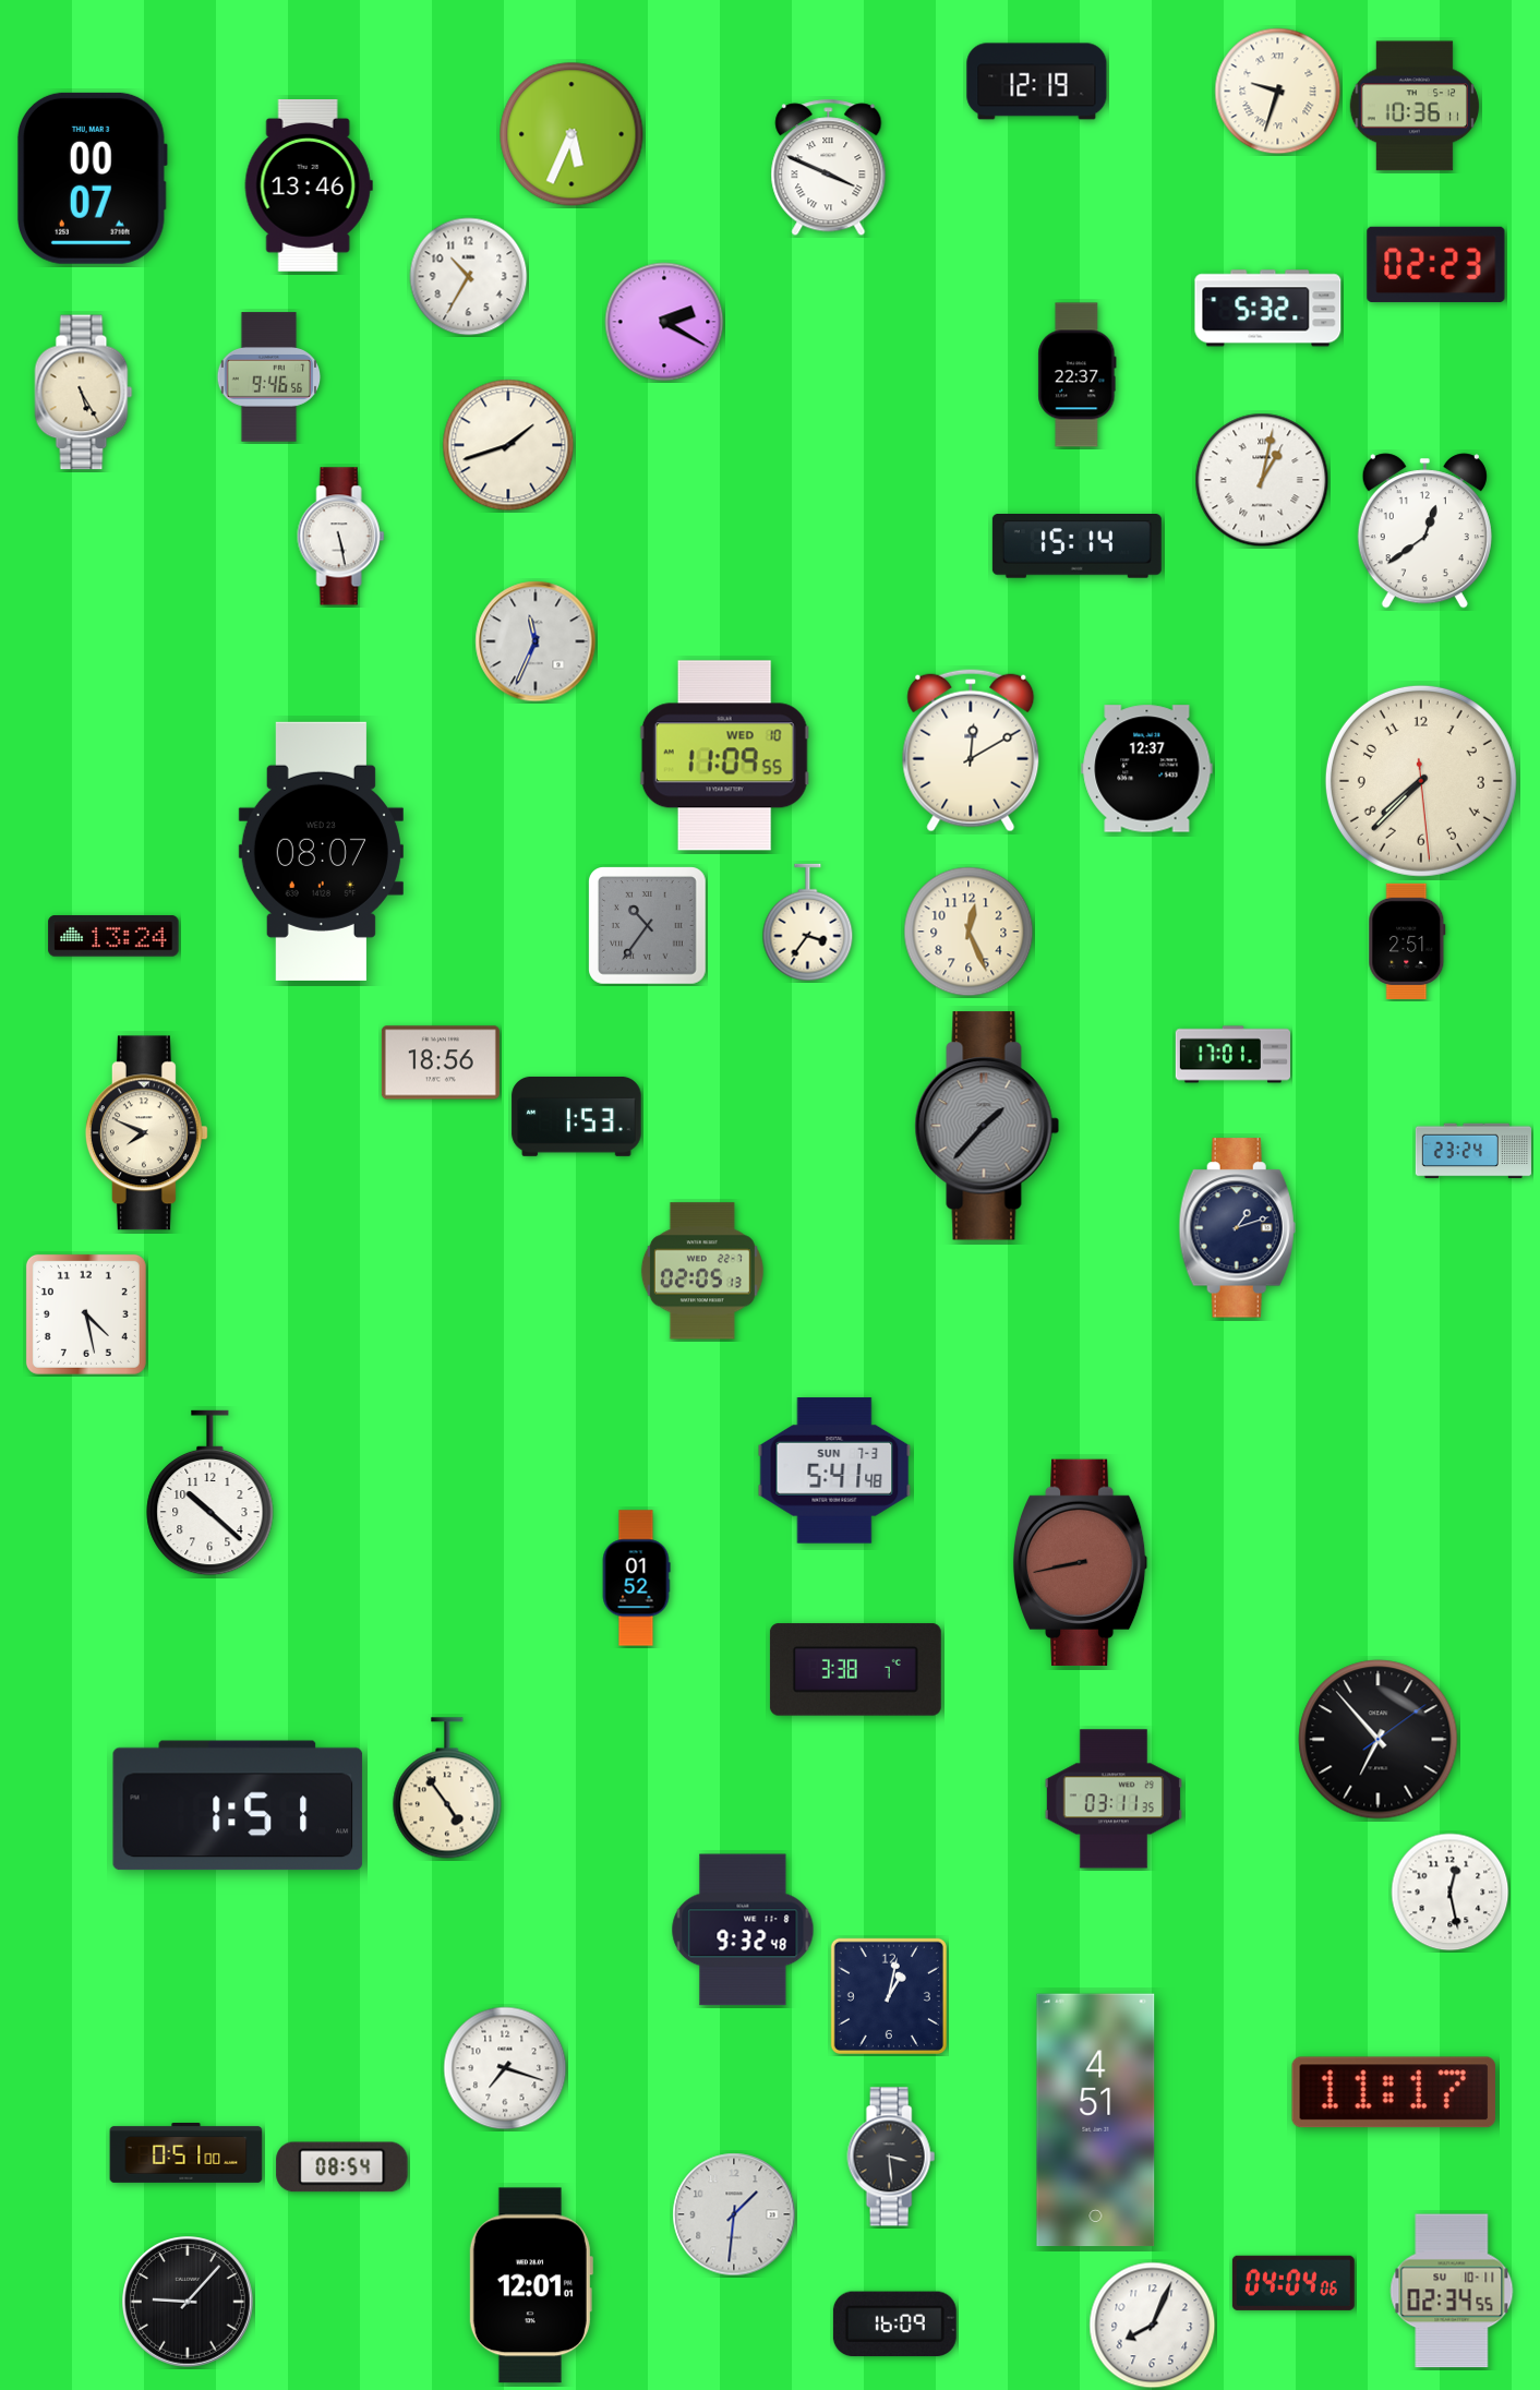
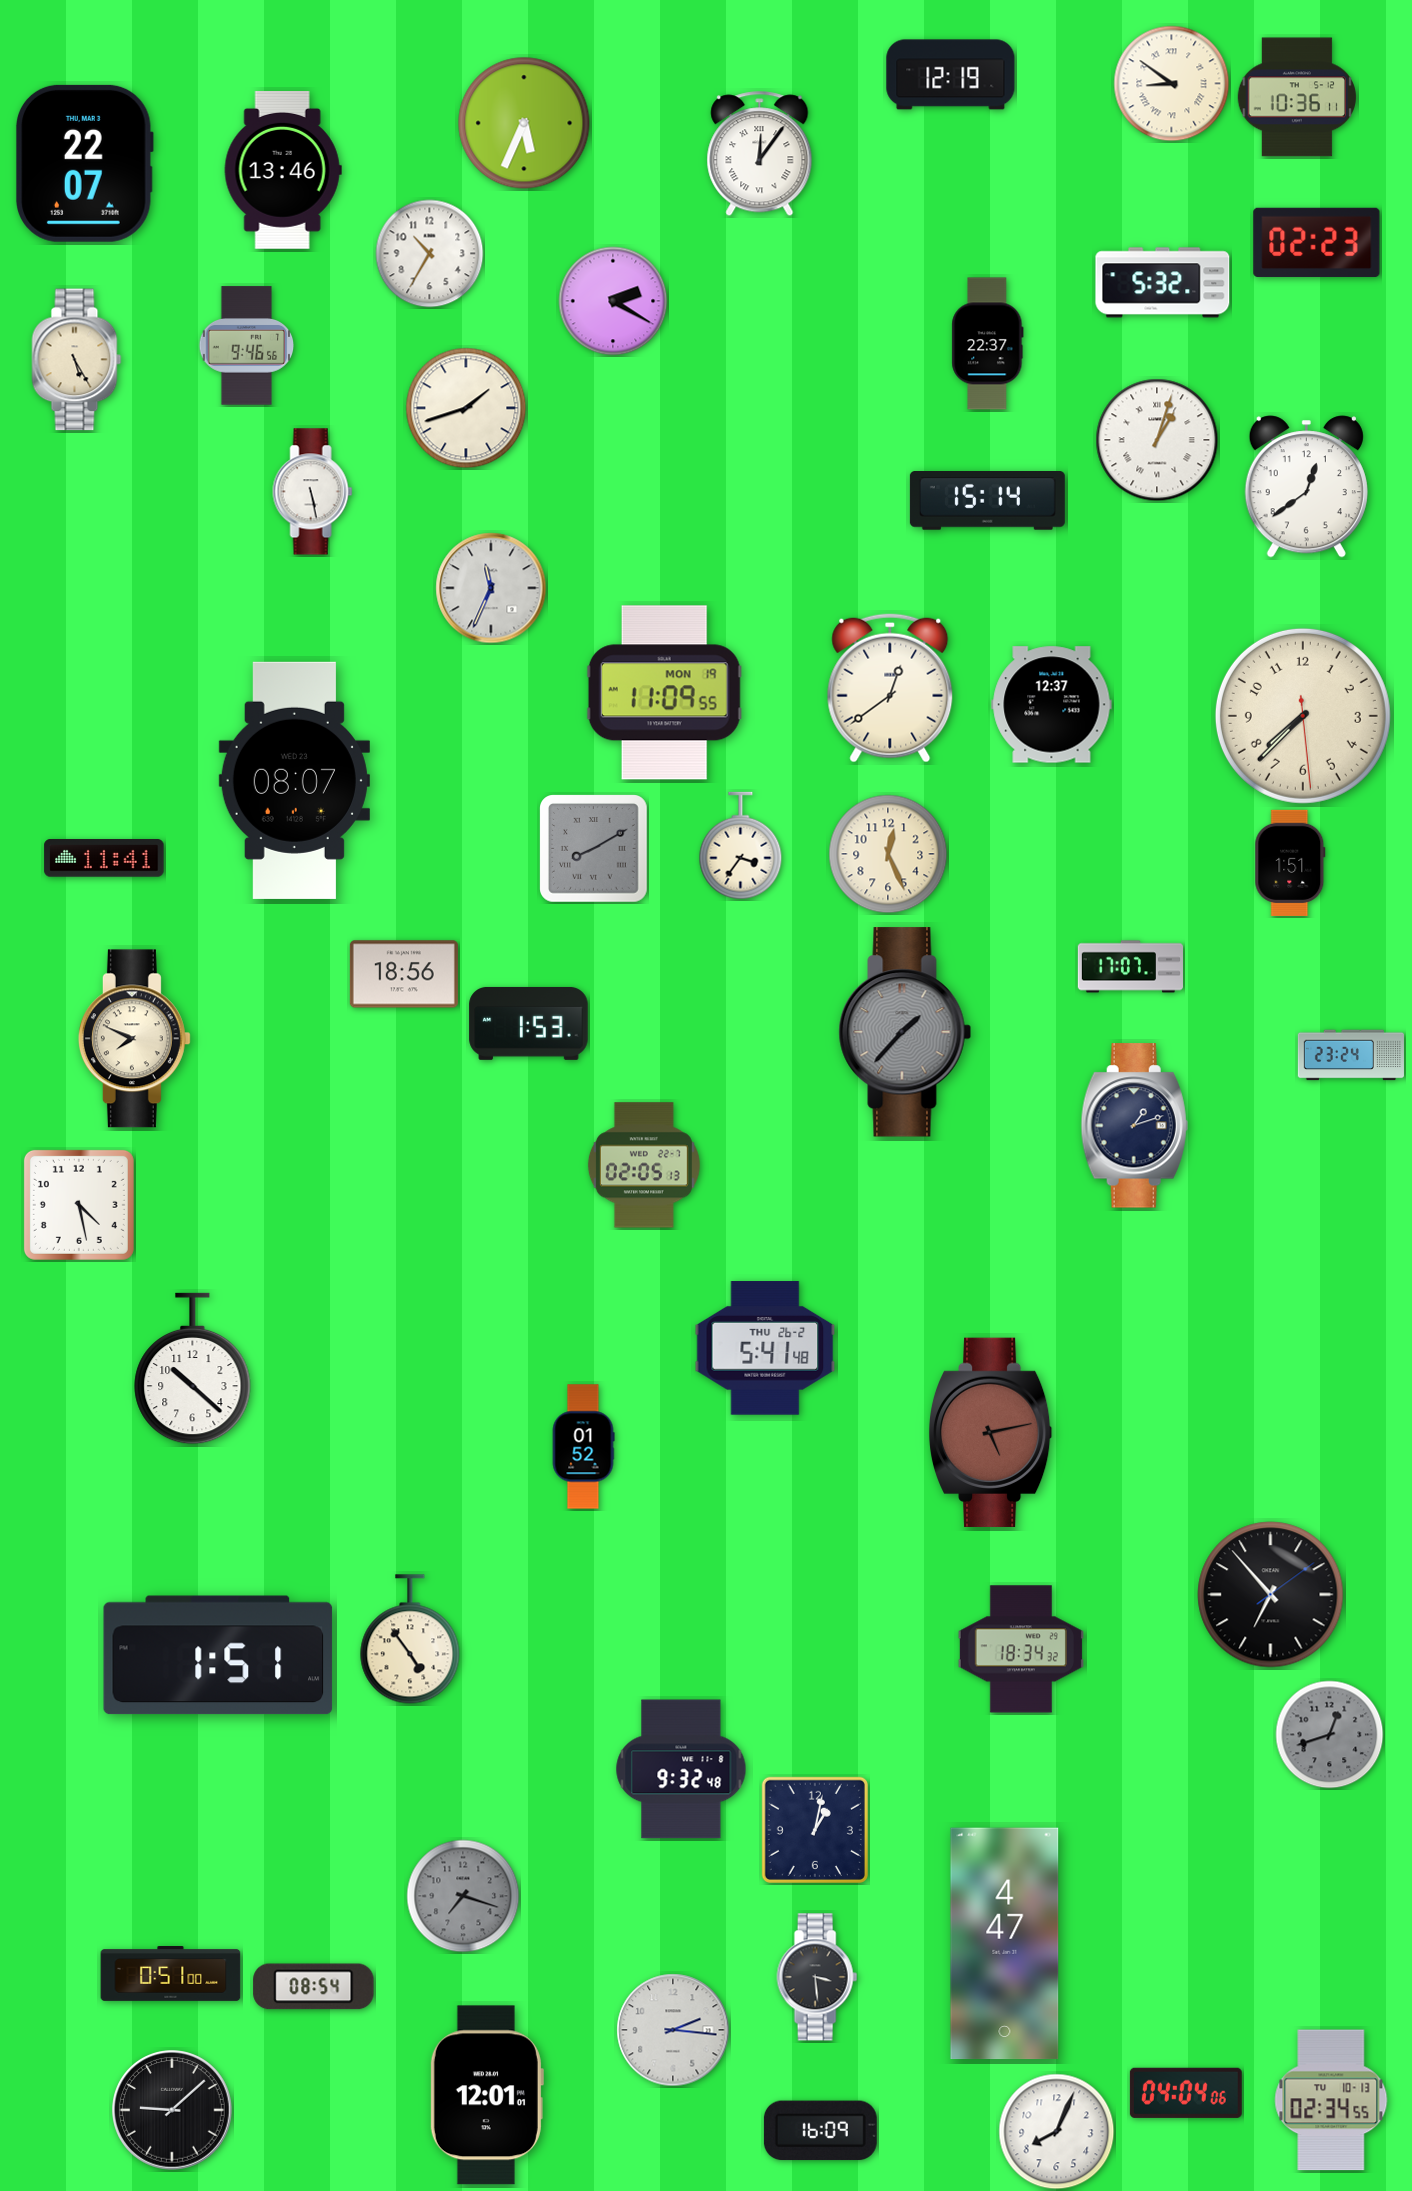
clock at (1278, 92): 9:33 -> 8:51
clock at (829, 168): 3:49 -> 12:06
clock at (93, 178): 00:07 -> 22:07
clock at (664, 322) position: (664, 322) -> (613, 301)
clock at (1262, 480): 1:02 -> 1:03
clock at (971, 750): 12:10 -> 12:39
clock at (724, 756) date: WED 10 -> MON 19
clock at (648, 926): 10:36 -> 8:10
clock at (113, 936): 13:24 -> 11:41
clock at (1407, 941): 2:51 -> 1:51
clock at (1232, 1055): 17:01 -> 17:07
clock at (834, 1470) date: SUN 7-3 -> THU 26-2
clock at (1080, 1562): 8:43 -> 5:13
clock at (855, 1670): 3:38 -> none
clock at (1379, 1740) position: (1379, 1740) -> (1271, 1595)
clock at (1114, 1799): 03:11 -> 18:34
clock at (1451, 1893): 12:28 -> 12:42
clock at (1451, 1893) dial: white -> grey
clock at (505, 2068) dial: white -> grey
clock at (1393, 2092): 11:17 -> none
clock at (1096, 2121): 4:51 -> 4:47
clock at (734, 2214): 1:31 -> 2:16
clock at (1452, 2291) date: SU 10-11 -> TU 10-13
clock at (188, 2302): 9:07 -> 9:08
